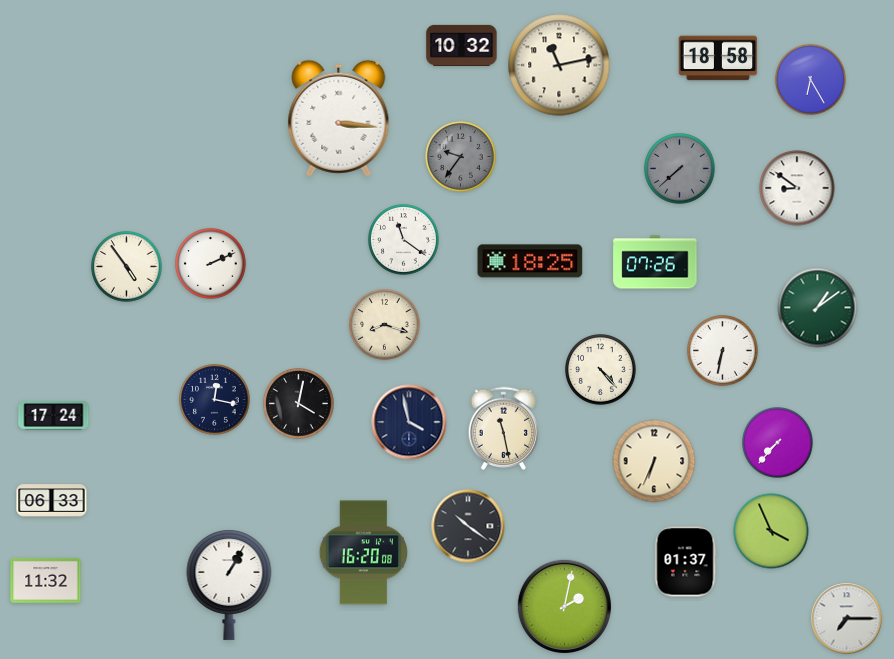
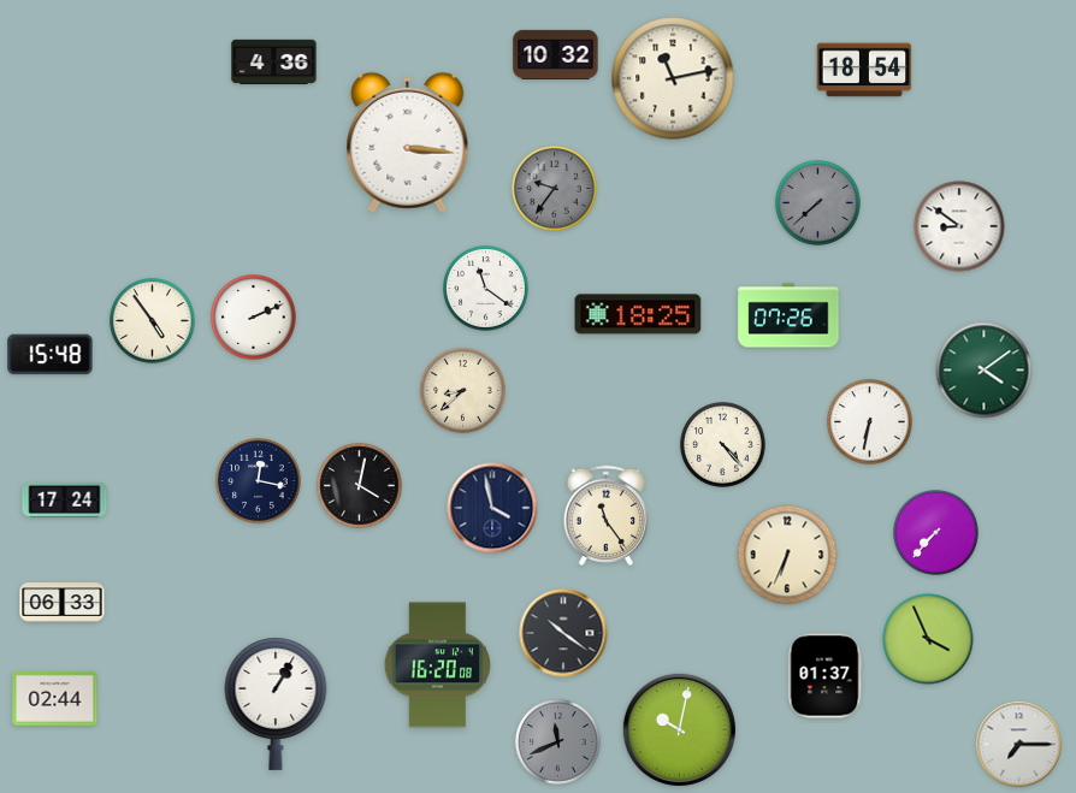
clock at (274, 63): none -> 4:36
clock at (718, 58): 18:58 -> 18:54
clock at (811, 80): 6:25 -> none
clock at (51, 355): none -> 15:48
clock at (818, 308): 1:09 -> 4:09
clock at (385, 325): 8:18 -> 8:38
clock at (504, 428): 11:28 -> 11:24
clock at (46, 581): 11:32 -> 02:44
clock at (564, 606): 2:02 -> 10:02
clock at (558, 742): none -> 11:41
